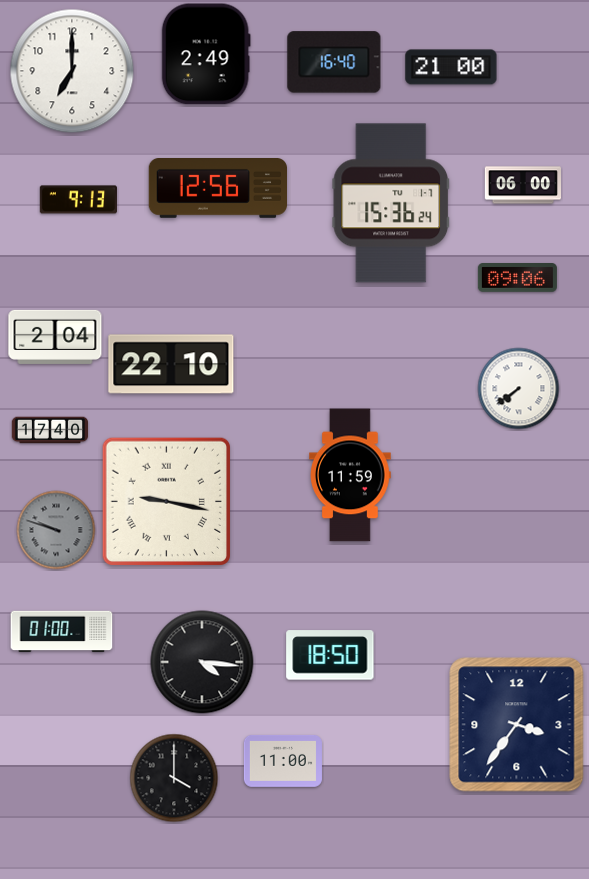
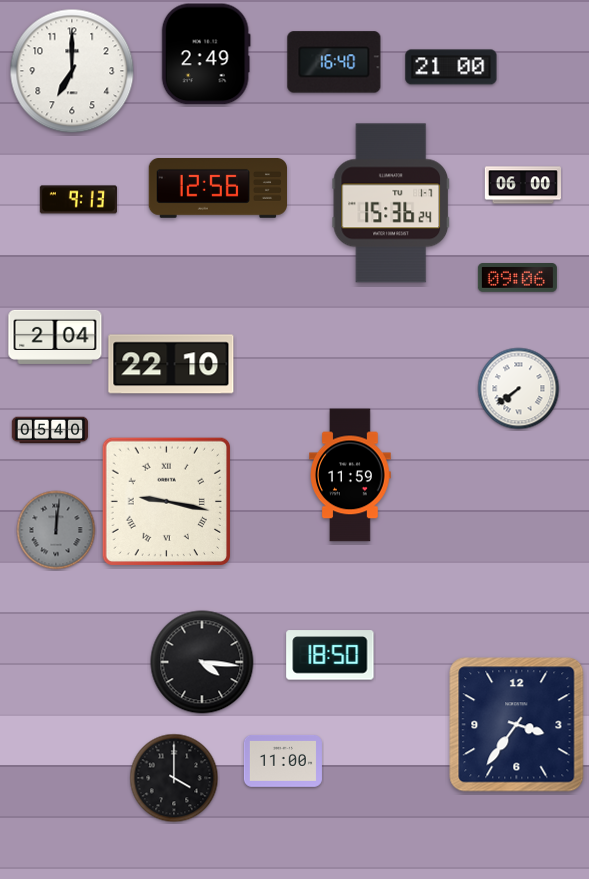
clock at (50, 430): 17:40 -> 05:40
clock at (56, 530): 9:48 -> 12:01
clock at (62, 632): 01:00 -> none
